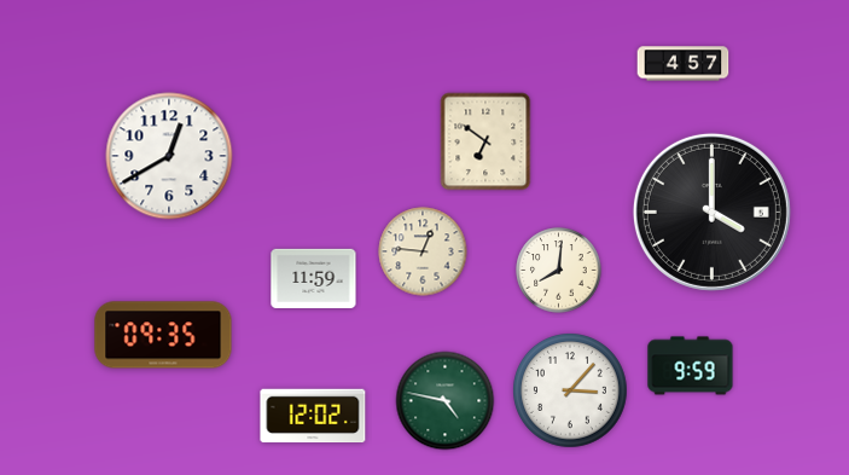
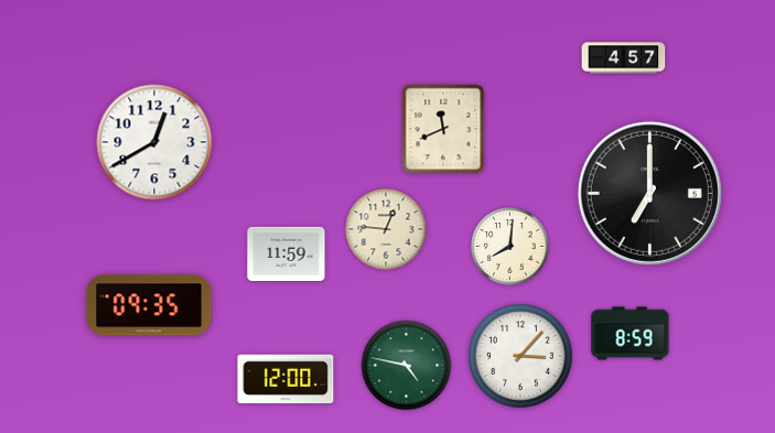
clock at (485, 141): 6:51 -> 11:41
clock at (711, 212): 4:00 -> 7:00
clock at (691, 366): 9:59 -> 8:59
clock at (313, 416): 12:02 -> 12:00
